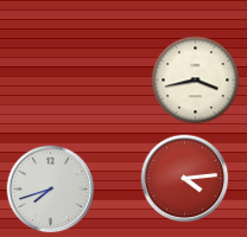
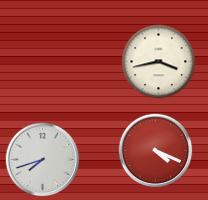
clock at (196, 81) position: (196, 81) -> (159, 62)
clock at (185, 179): 4:14 -> 4:19
